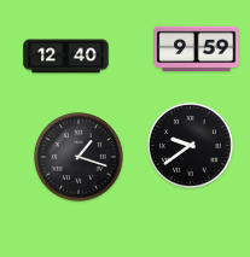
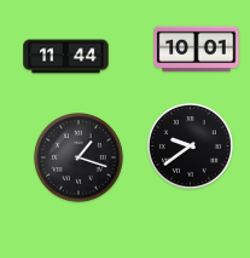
clock at (197, 49): 9:59 -> 10:01
clock at (66, 57): 12:40 -> 11:44
